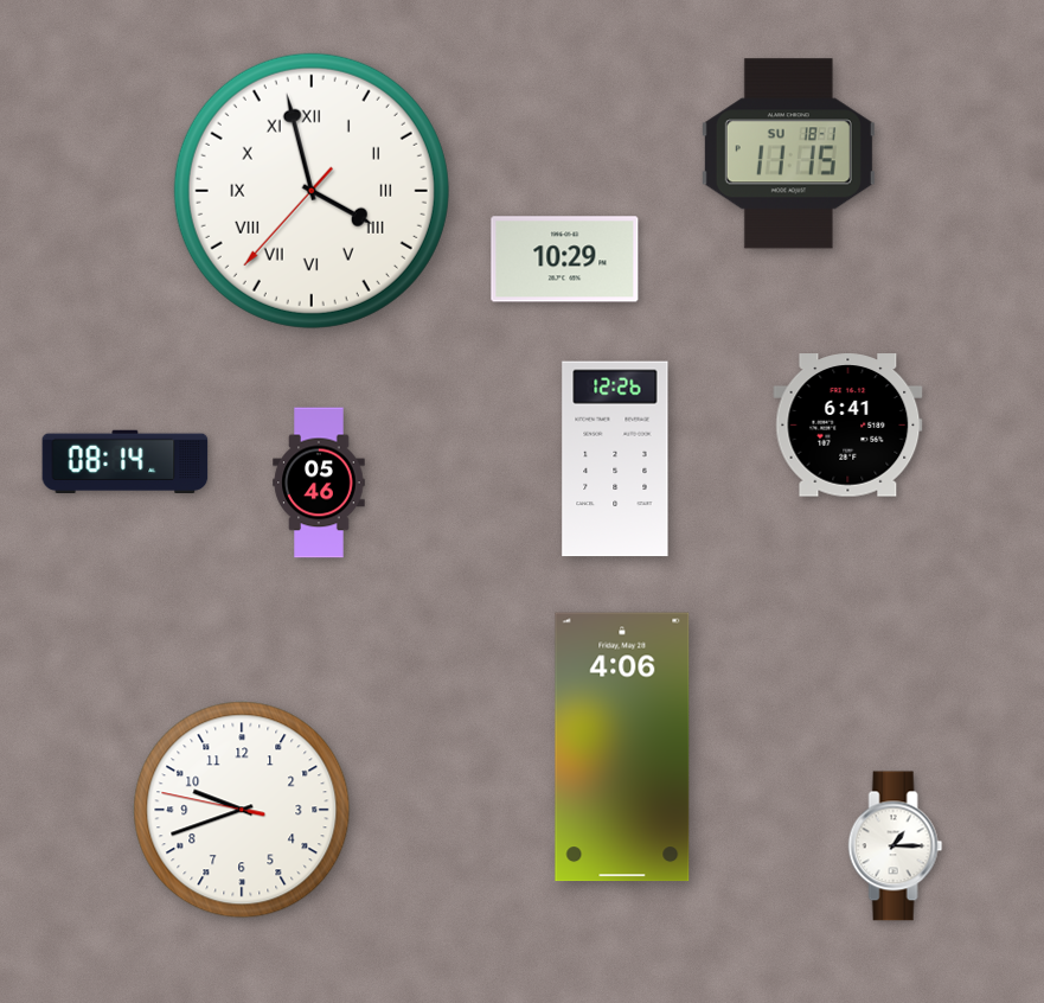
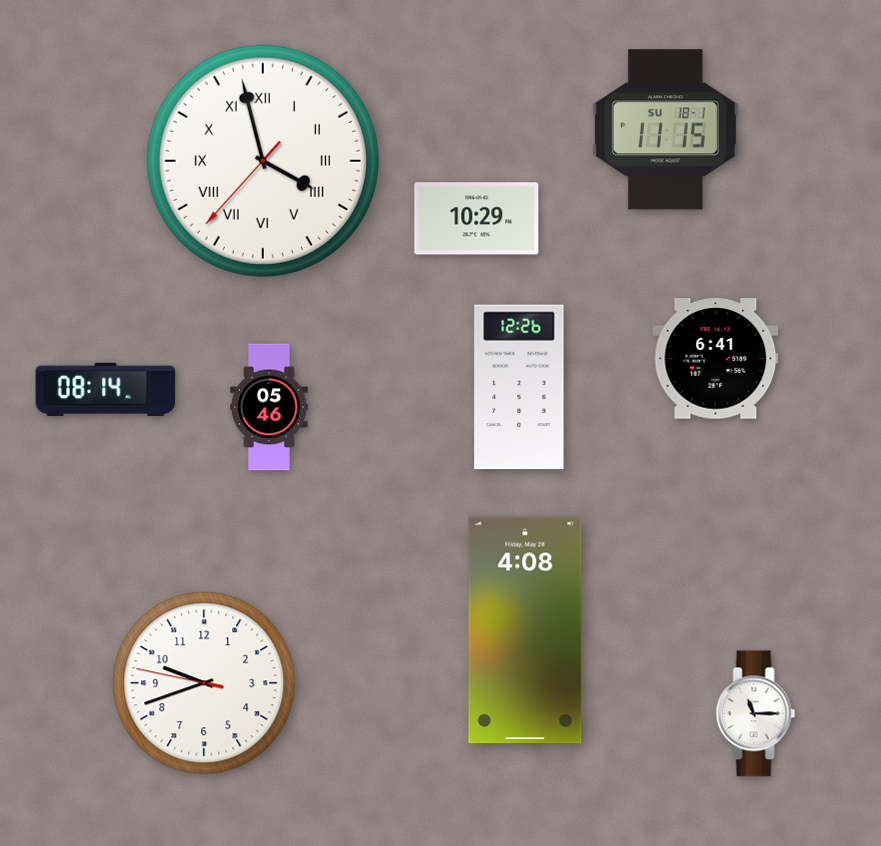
clock at (622, 747): 4:06 -> 4:08
clock at (896, 847): 1:15 -> 11:15
